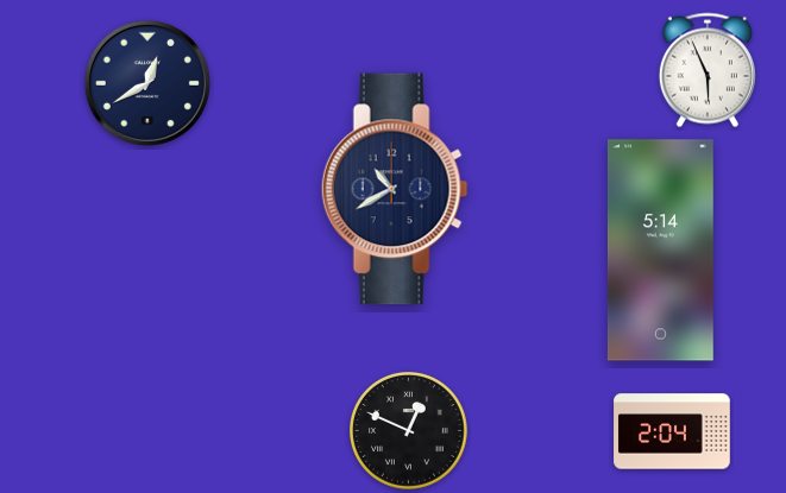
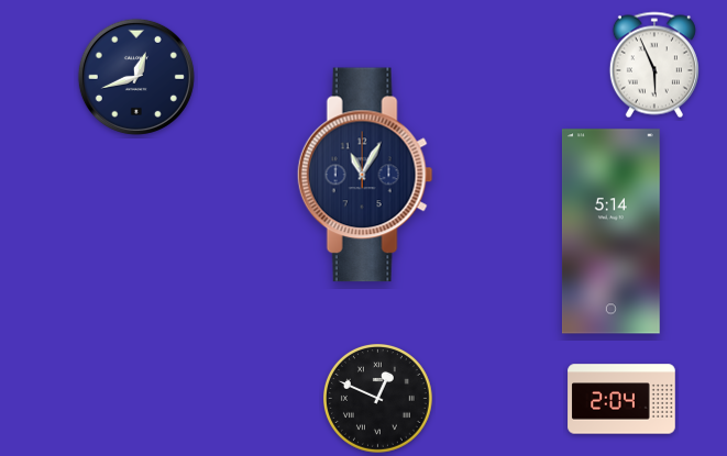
clock at (147, 83): 12:40 -> 12:42
clock at (395, 189): 10:40 -> 11:05
